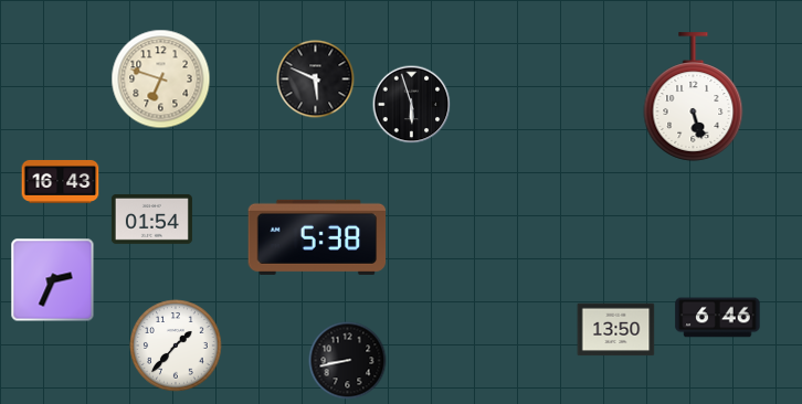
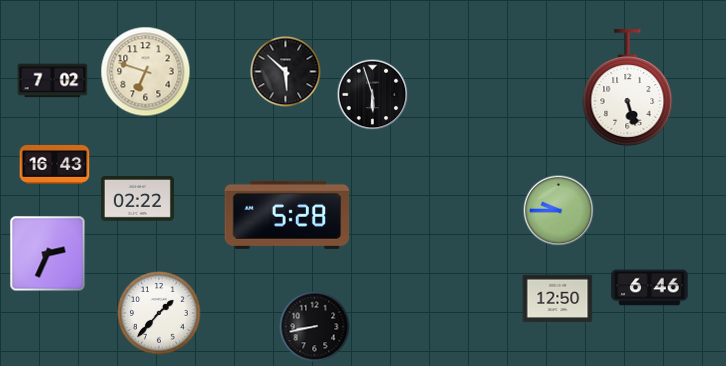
clock at (316, 79): 5:49 -> 5:52
clock at (53, 81): none -> 7:02
clock at (151, 220): 01:54 -> 02:22
clock at (559, 211): none -> 9:45
clock at (317, 237): 5:38 -> 5:28
clock at (616, 330): 13:50 -> 12:50
